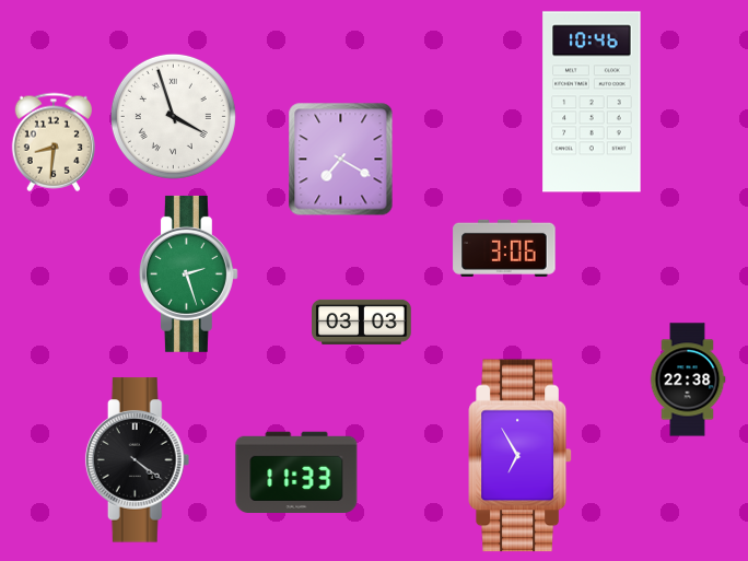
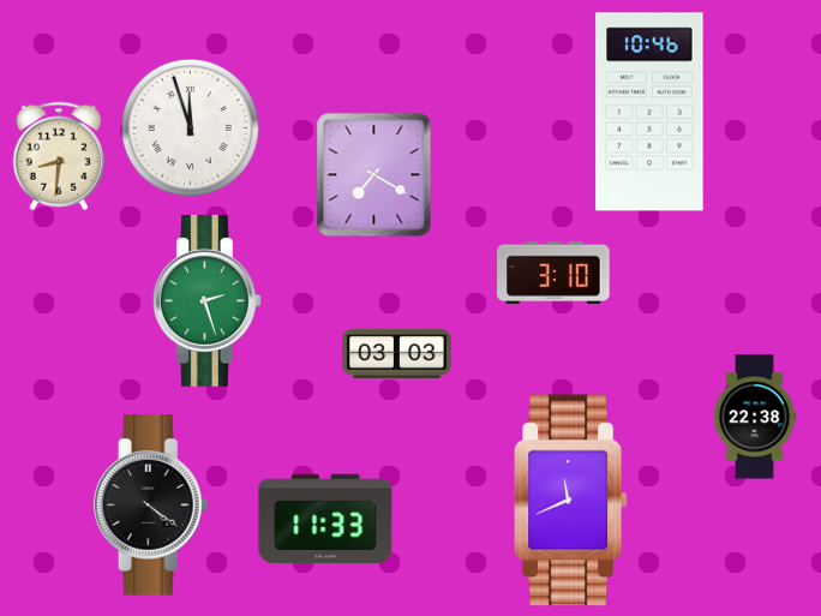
clock at (173, 116): 3:57 -> 11:57
clock at (504, 248): 3:06 -> 3:10
clock at (519, 456): 6:55 -> 11:41
